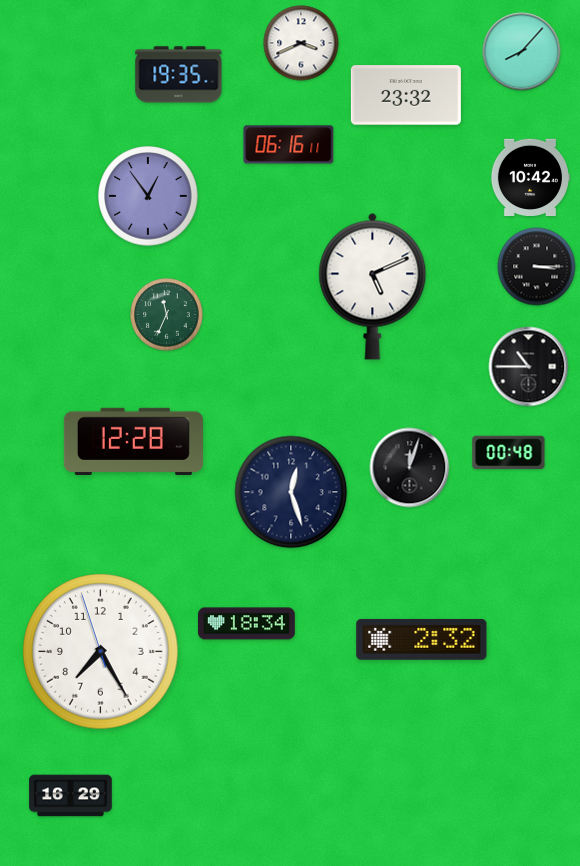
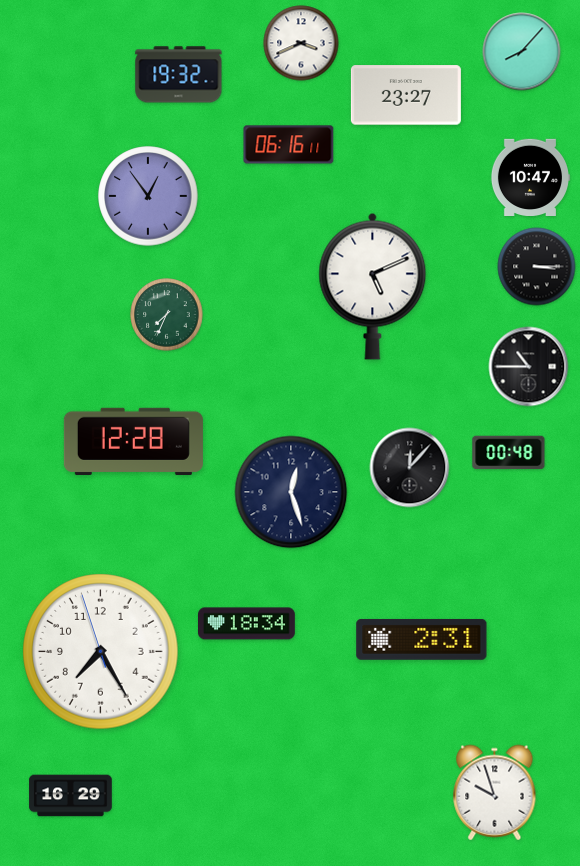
clock at (179, 75): 19:35 -> 19:32
clock at (406, 95): 23:32 -> 23:27
clock at (529, 177): 10:42 -> 10:47
clock at (167, 315): 11:34 -> 7:34
clock at (410, 468): 12:03 -> 12:07
clock at (422, 639): 2:32 -> 2:31
clock at (495, 793): none -> 9:57
